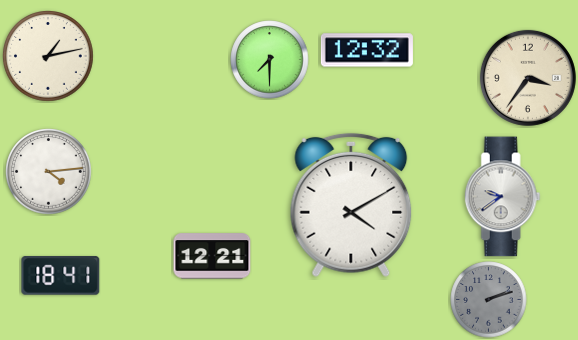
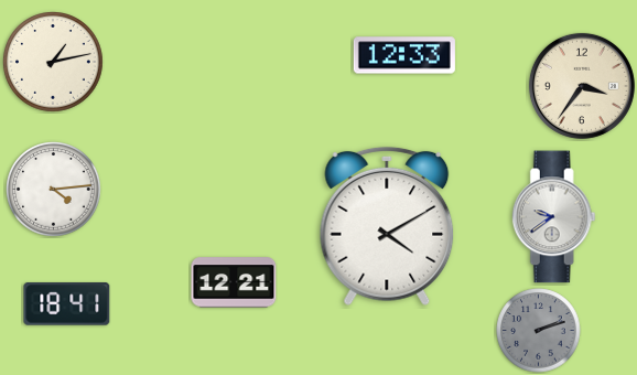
clock at (367, 50): 12:32 -> 12:33
clock at (270, 60): 7:30 -> none
